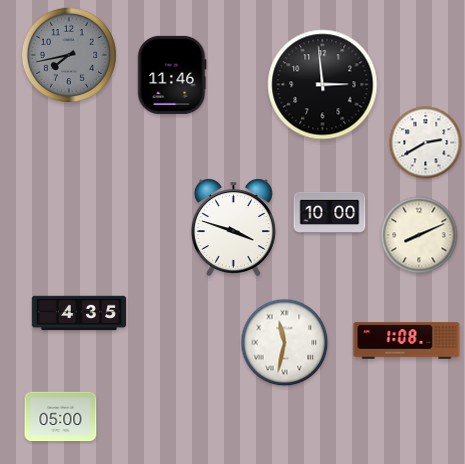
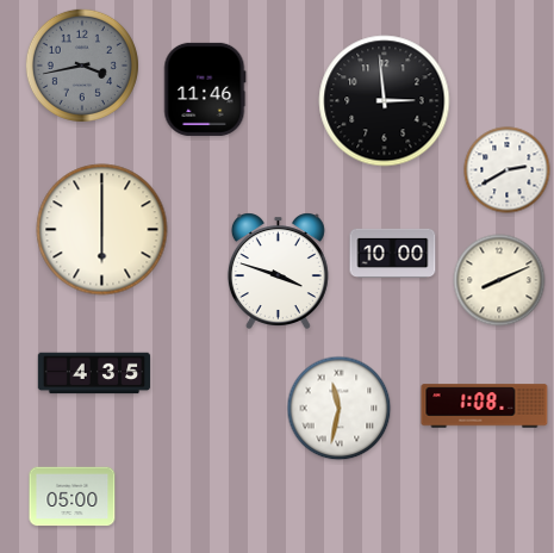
clock at (69, 55): 7:43 -> 3:43
clock at (102, 230): none -> 6:00
